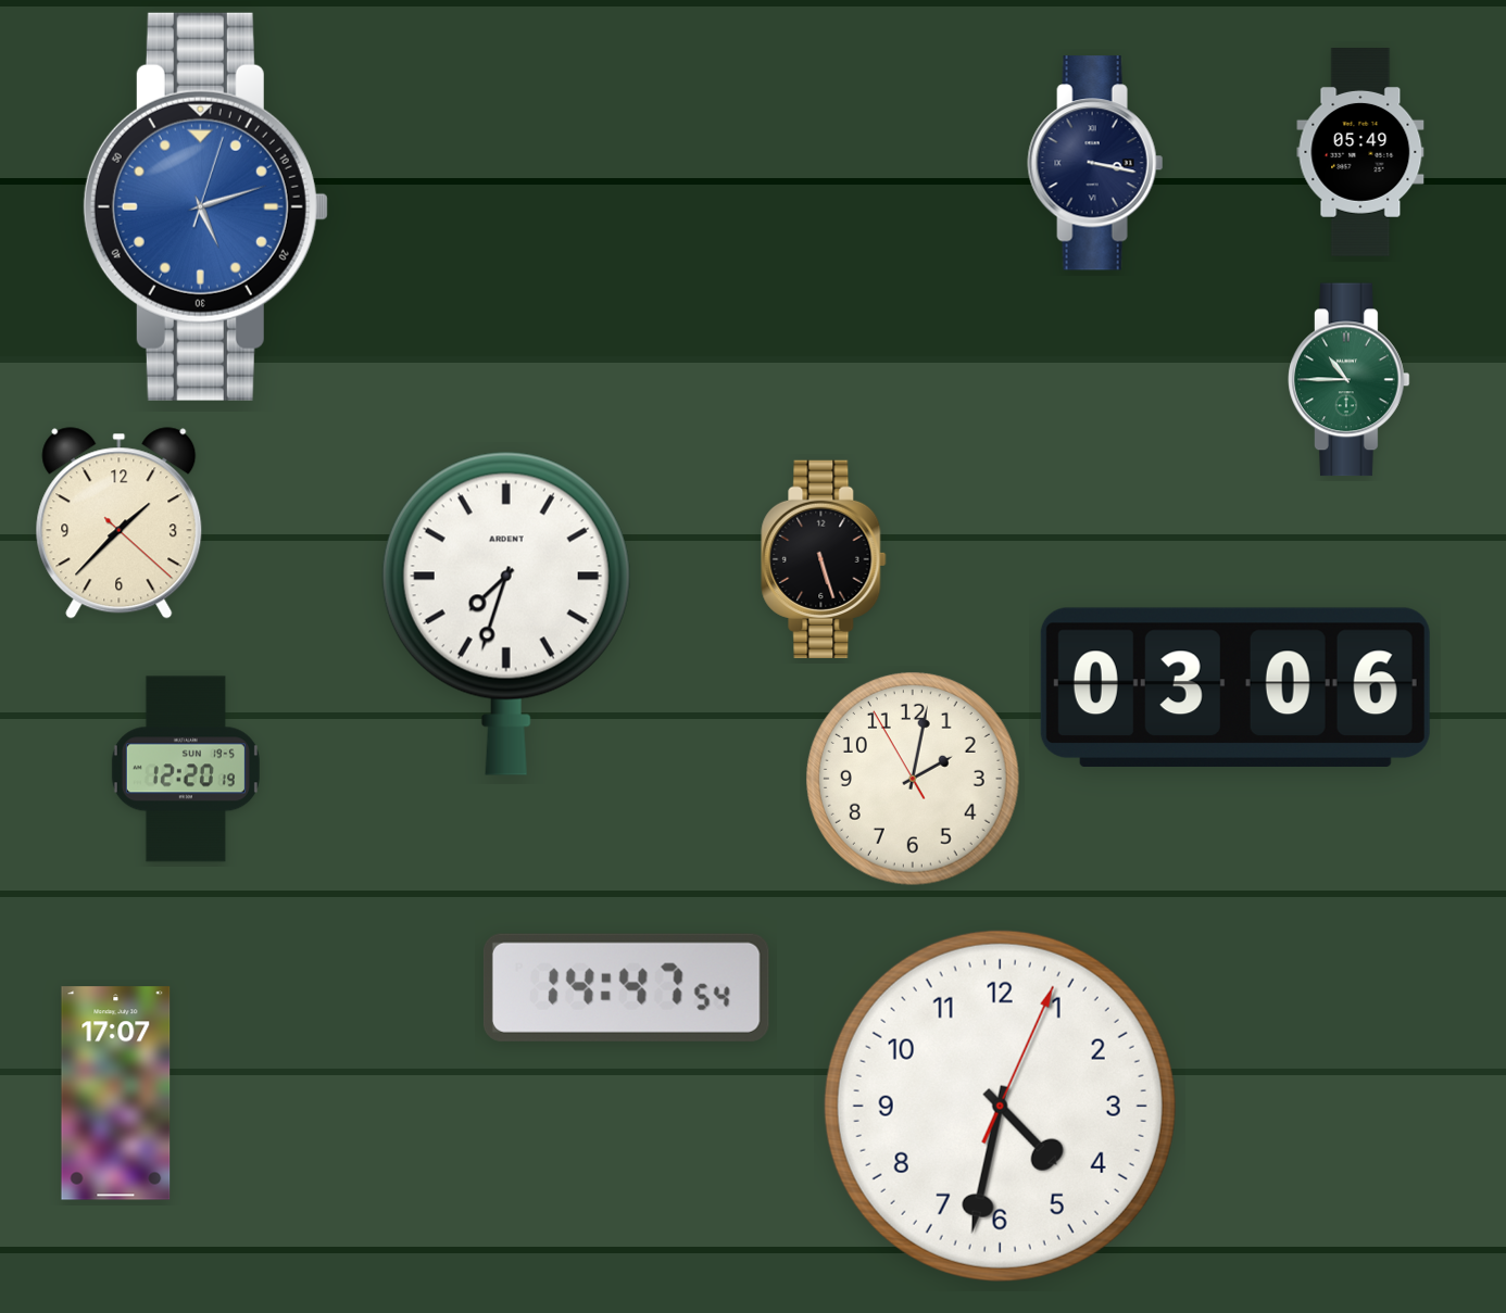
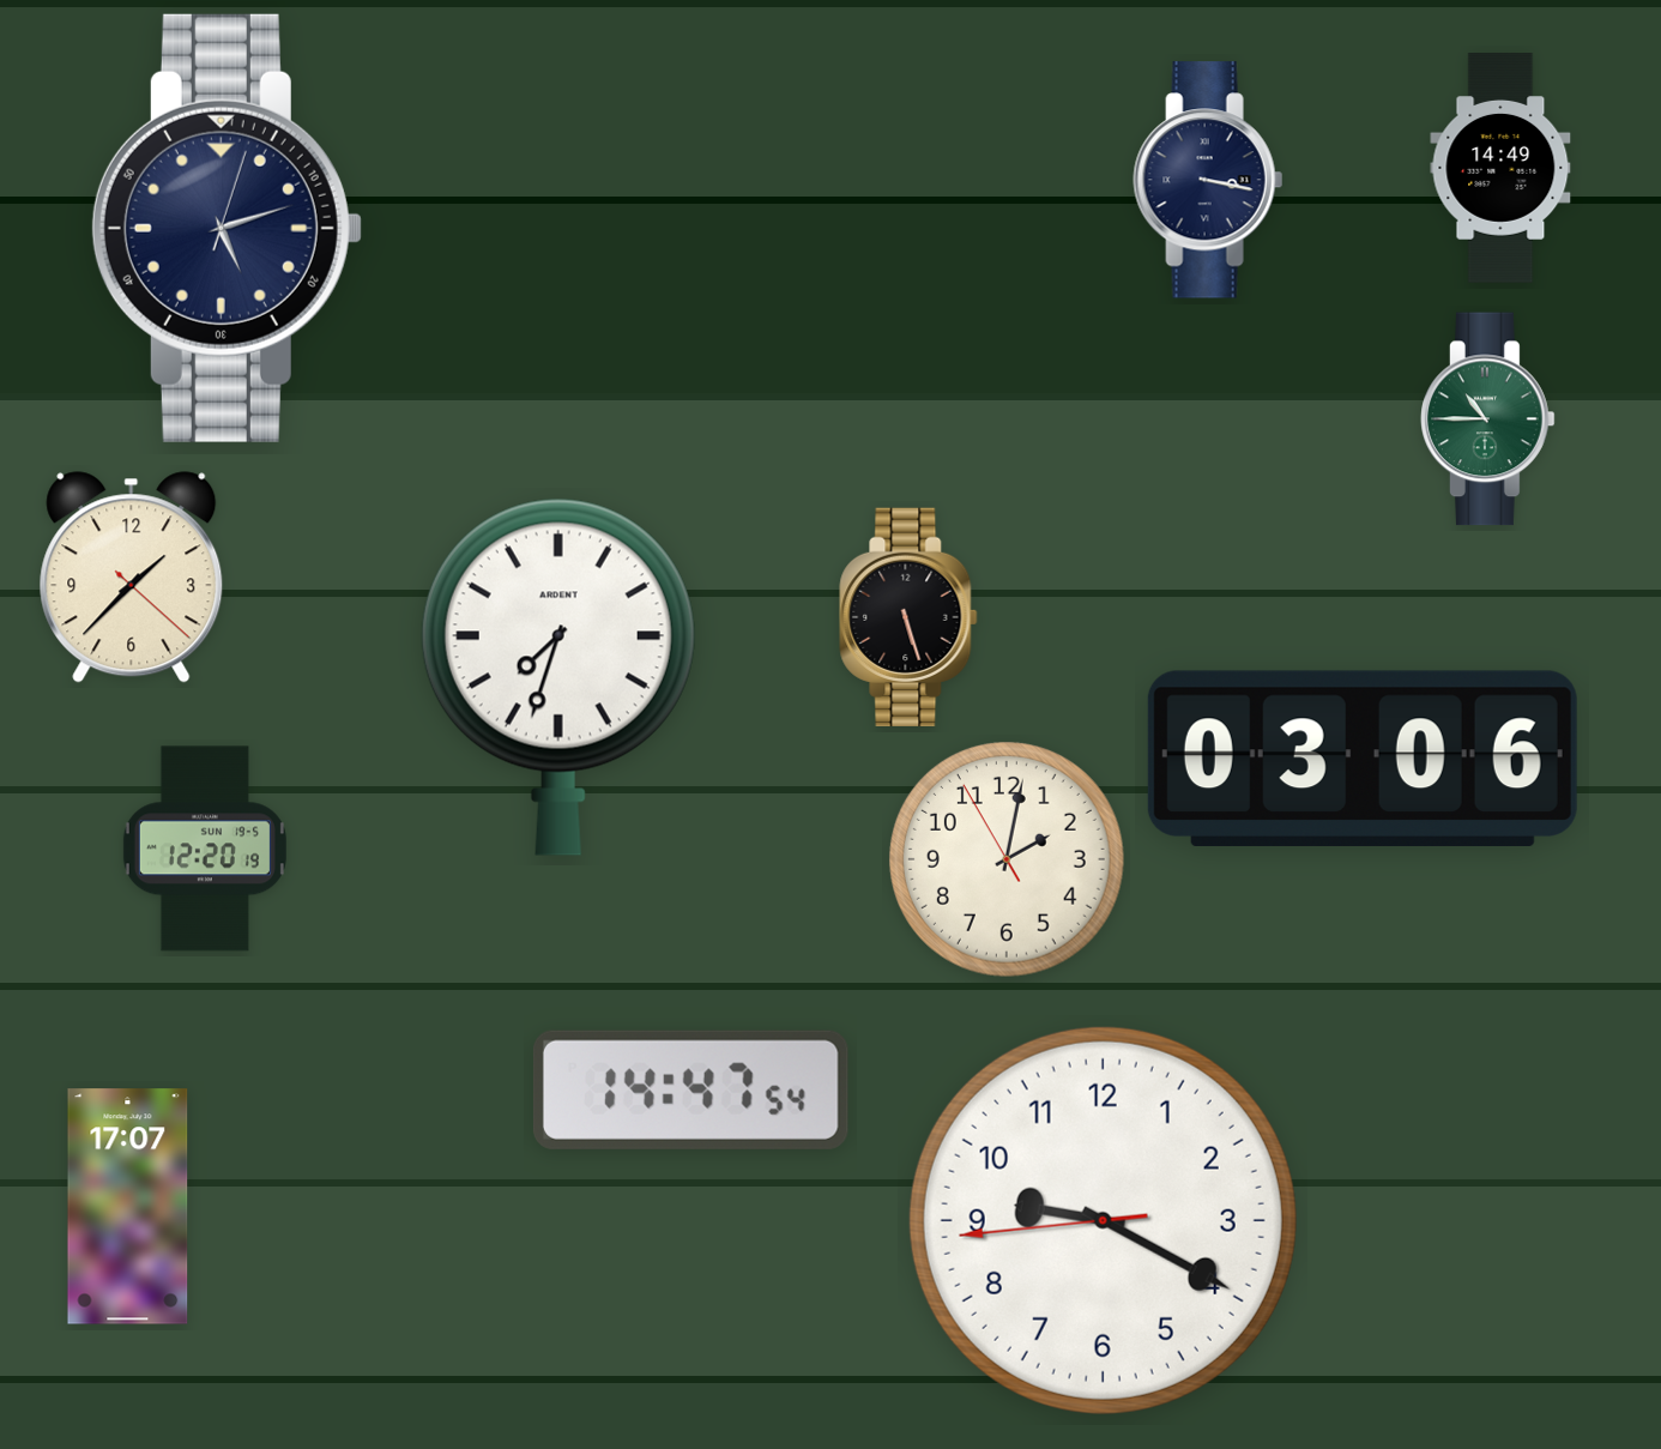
clock at (1360, 153): 05:49 -> 14:49
clock at (205, 206) dial: blue -> navy
clock at (1000, 1106): 4:32 -> 9:19
